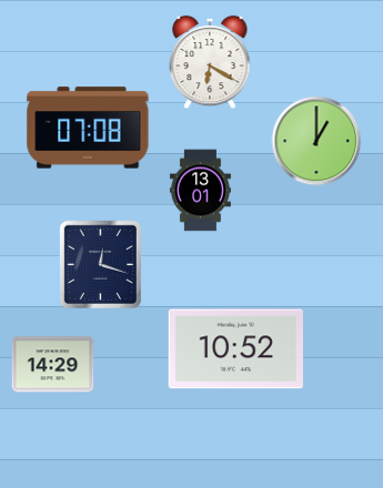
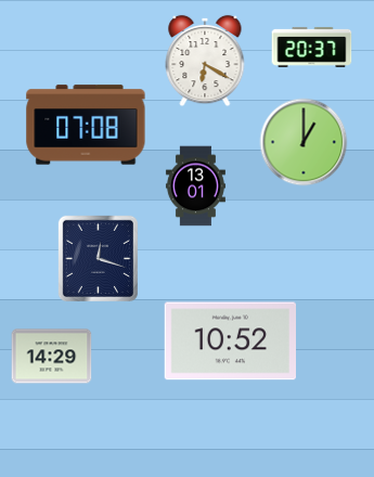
clock at (312, 47): none -> 20:37
clock at (316, 141) position: (316, 141) -> (304, 142)
